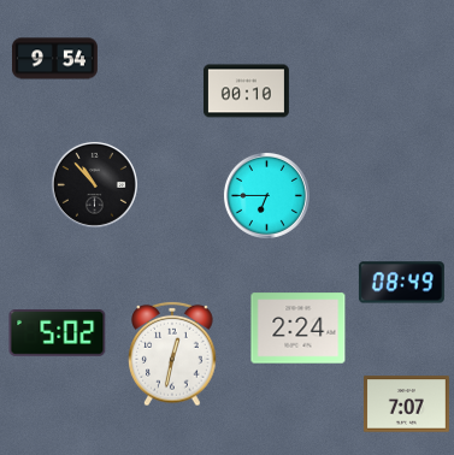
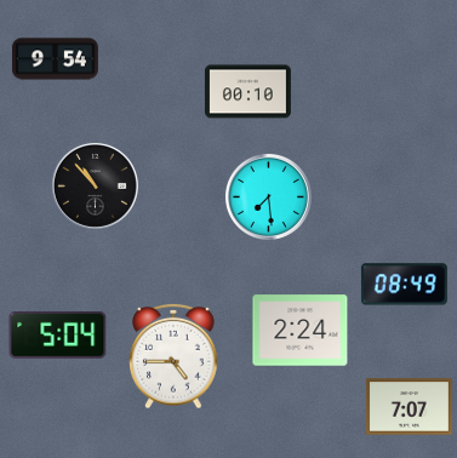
clock at (266, 195): 6:45 -> 7:29
clock at (58, 333): 5:02 -> 5:04
clock at (172, 354): 12:32 -> 4:45
